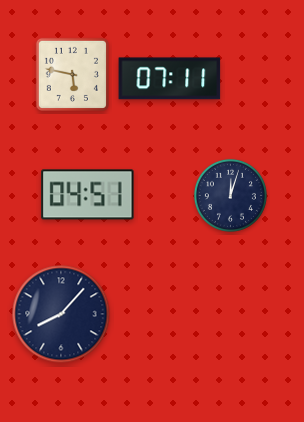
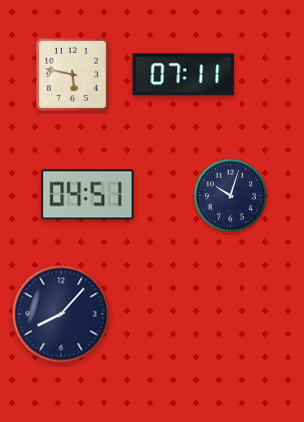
clock at (170, 79) position: (170, 79) -> (184, 75)
clock at (230, 195): 12:03 -> 10:03
